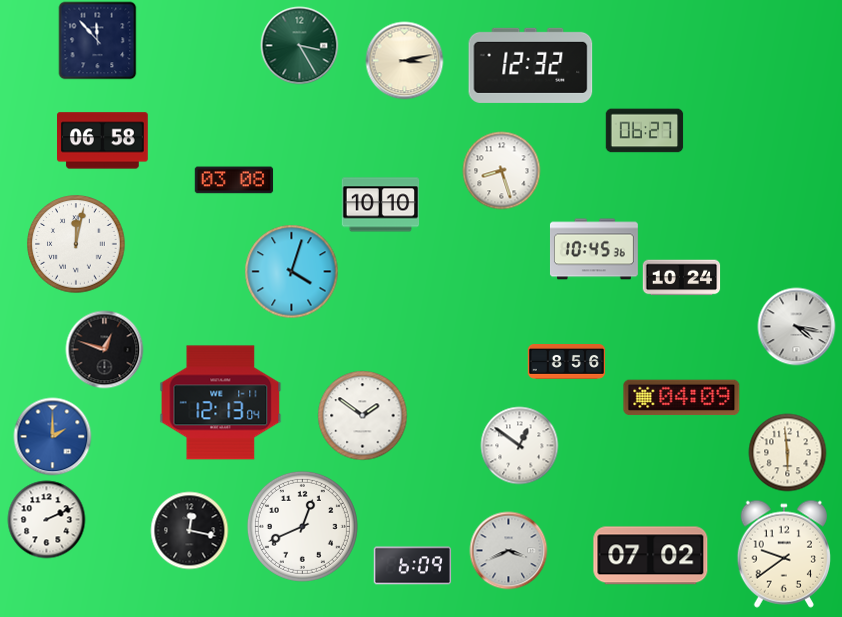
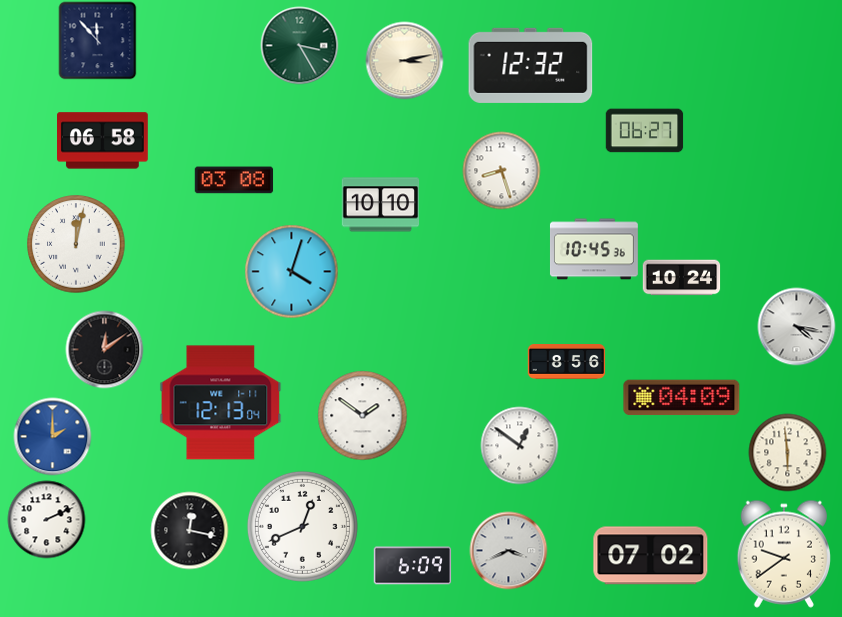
clock at (104, 349): 12:48 -> 12:09
